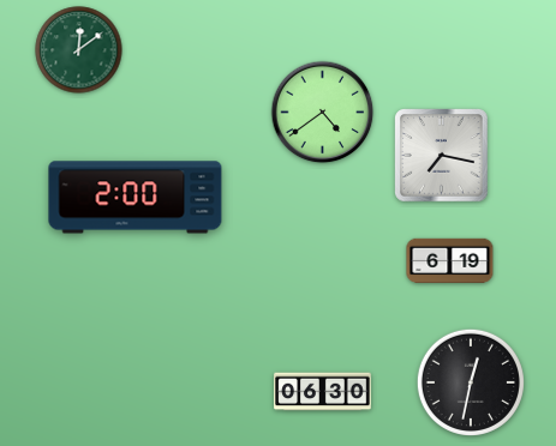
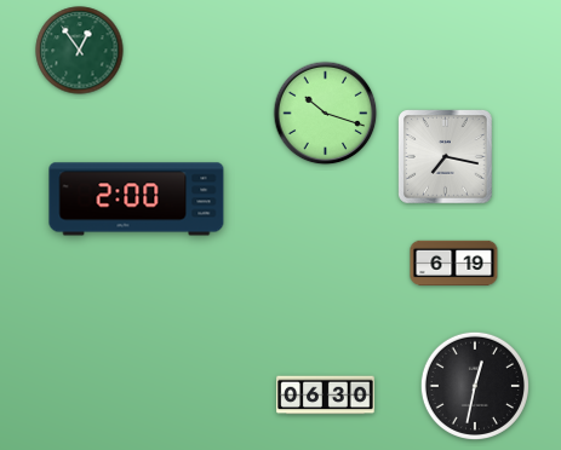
clock at (79, 50): 12:09 -> 12:54
clock at (323, 113): 4:39 -> 10:18
